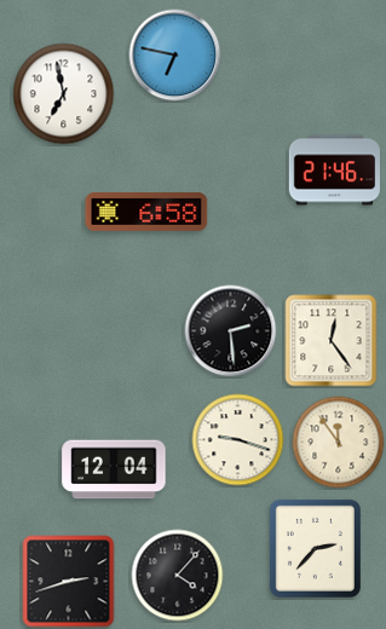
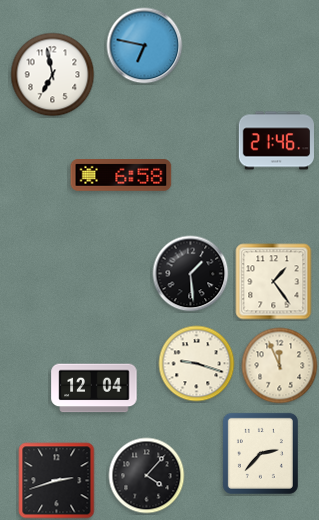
clock at (64, 94) position: (64, 94) -> (53, 75)
clock at (231, 331): 2:29 -> 1:29
clock at (332, 341): 12:24 -> 1:24
clock at (339, 443): 11:54 -> 11:56
